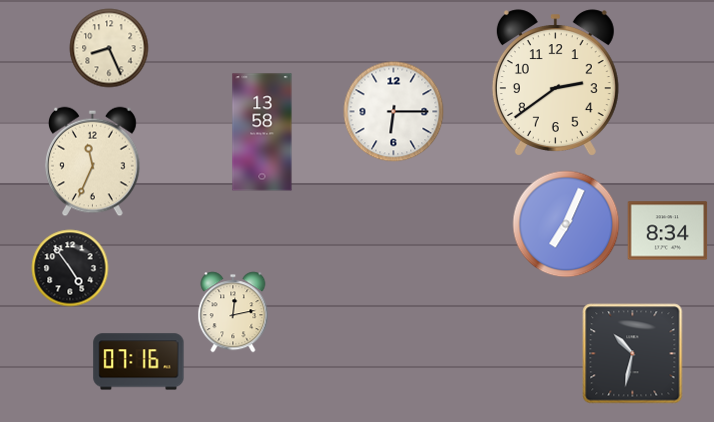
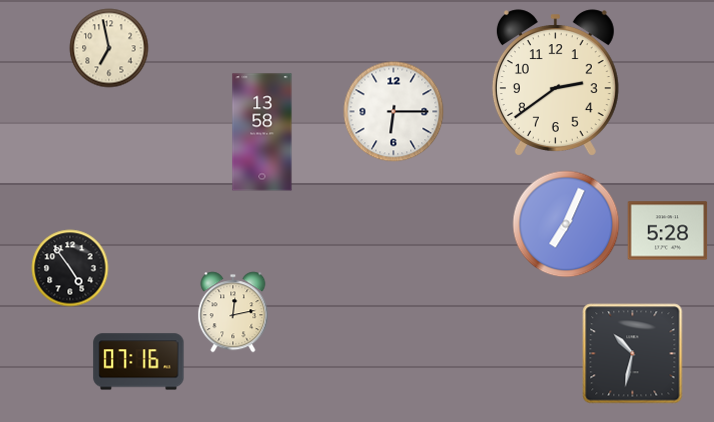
clock at (109, 48): 8:26 -> 6:58
clock at (93, 162): 11:34 -> none
clock at (668, 231): 8:34 -> 5:28
